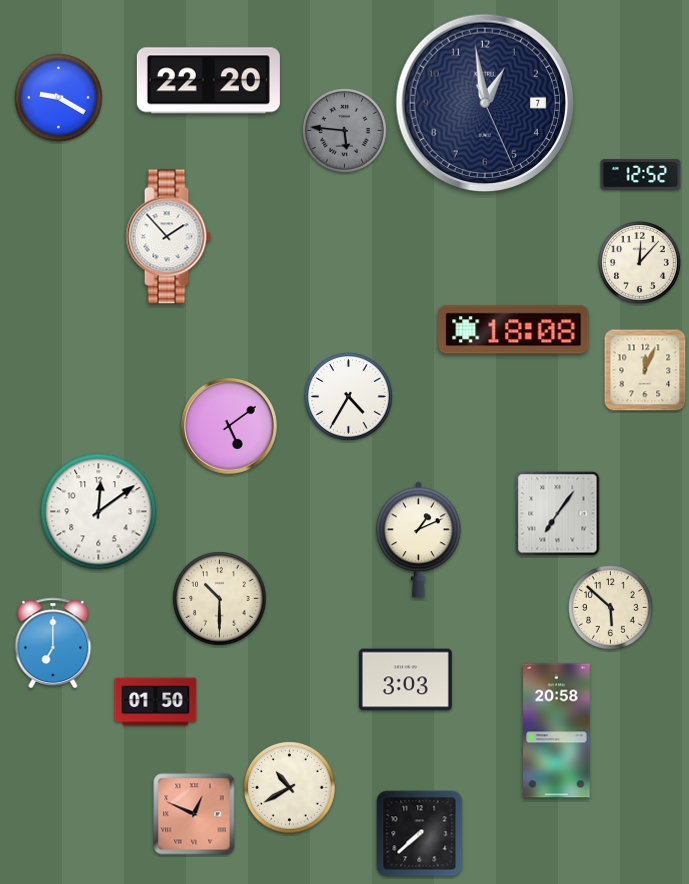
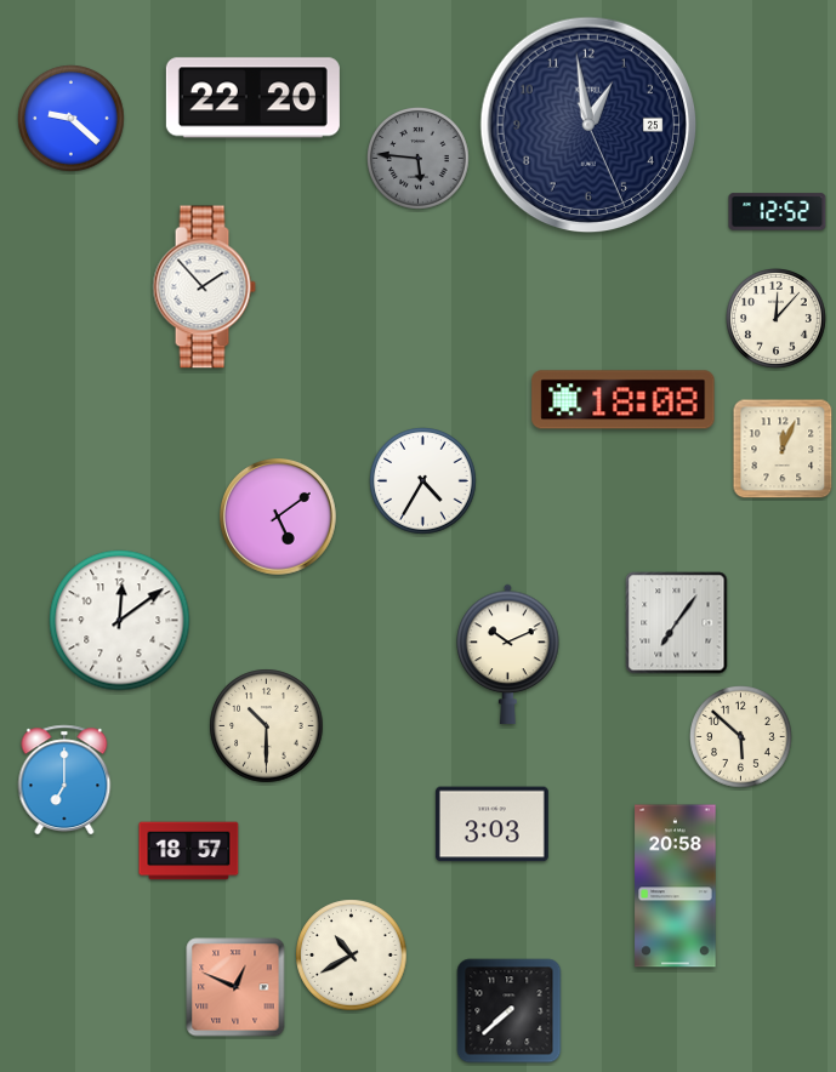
clock at (59, 98): 9:20 -> 9:22
clock at (485, 103) date: 7 -> 25
clock at (419, 539): 1:11 -> 10:11
clock at (156, 702): 01:50 -> 18:57
